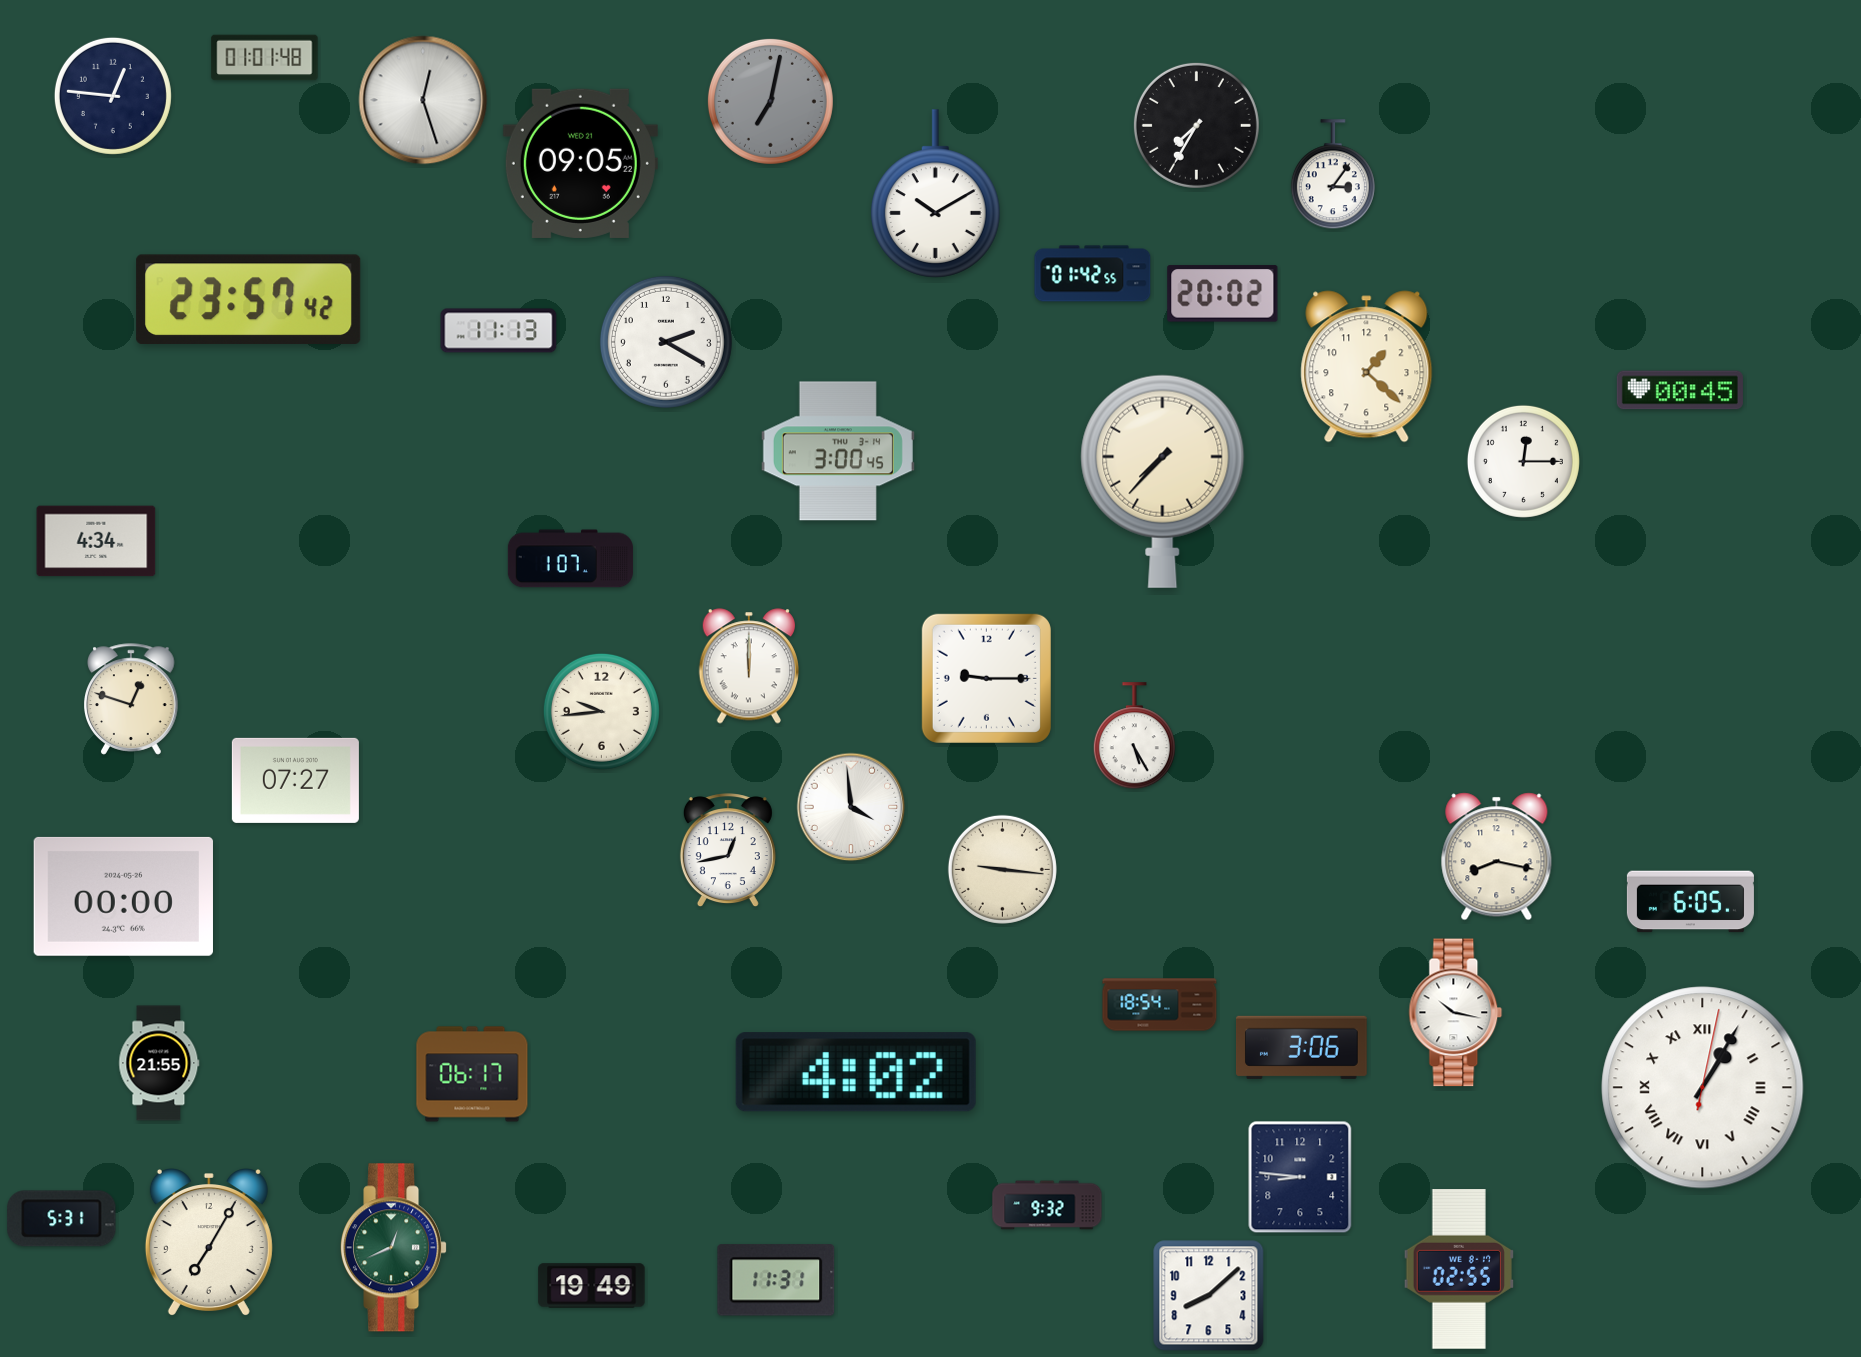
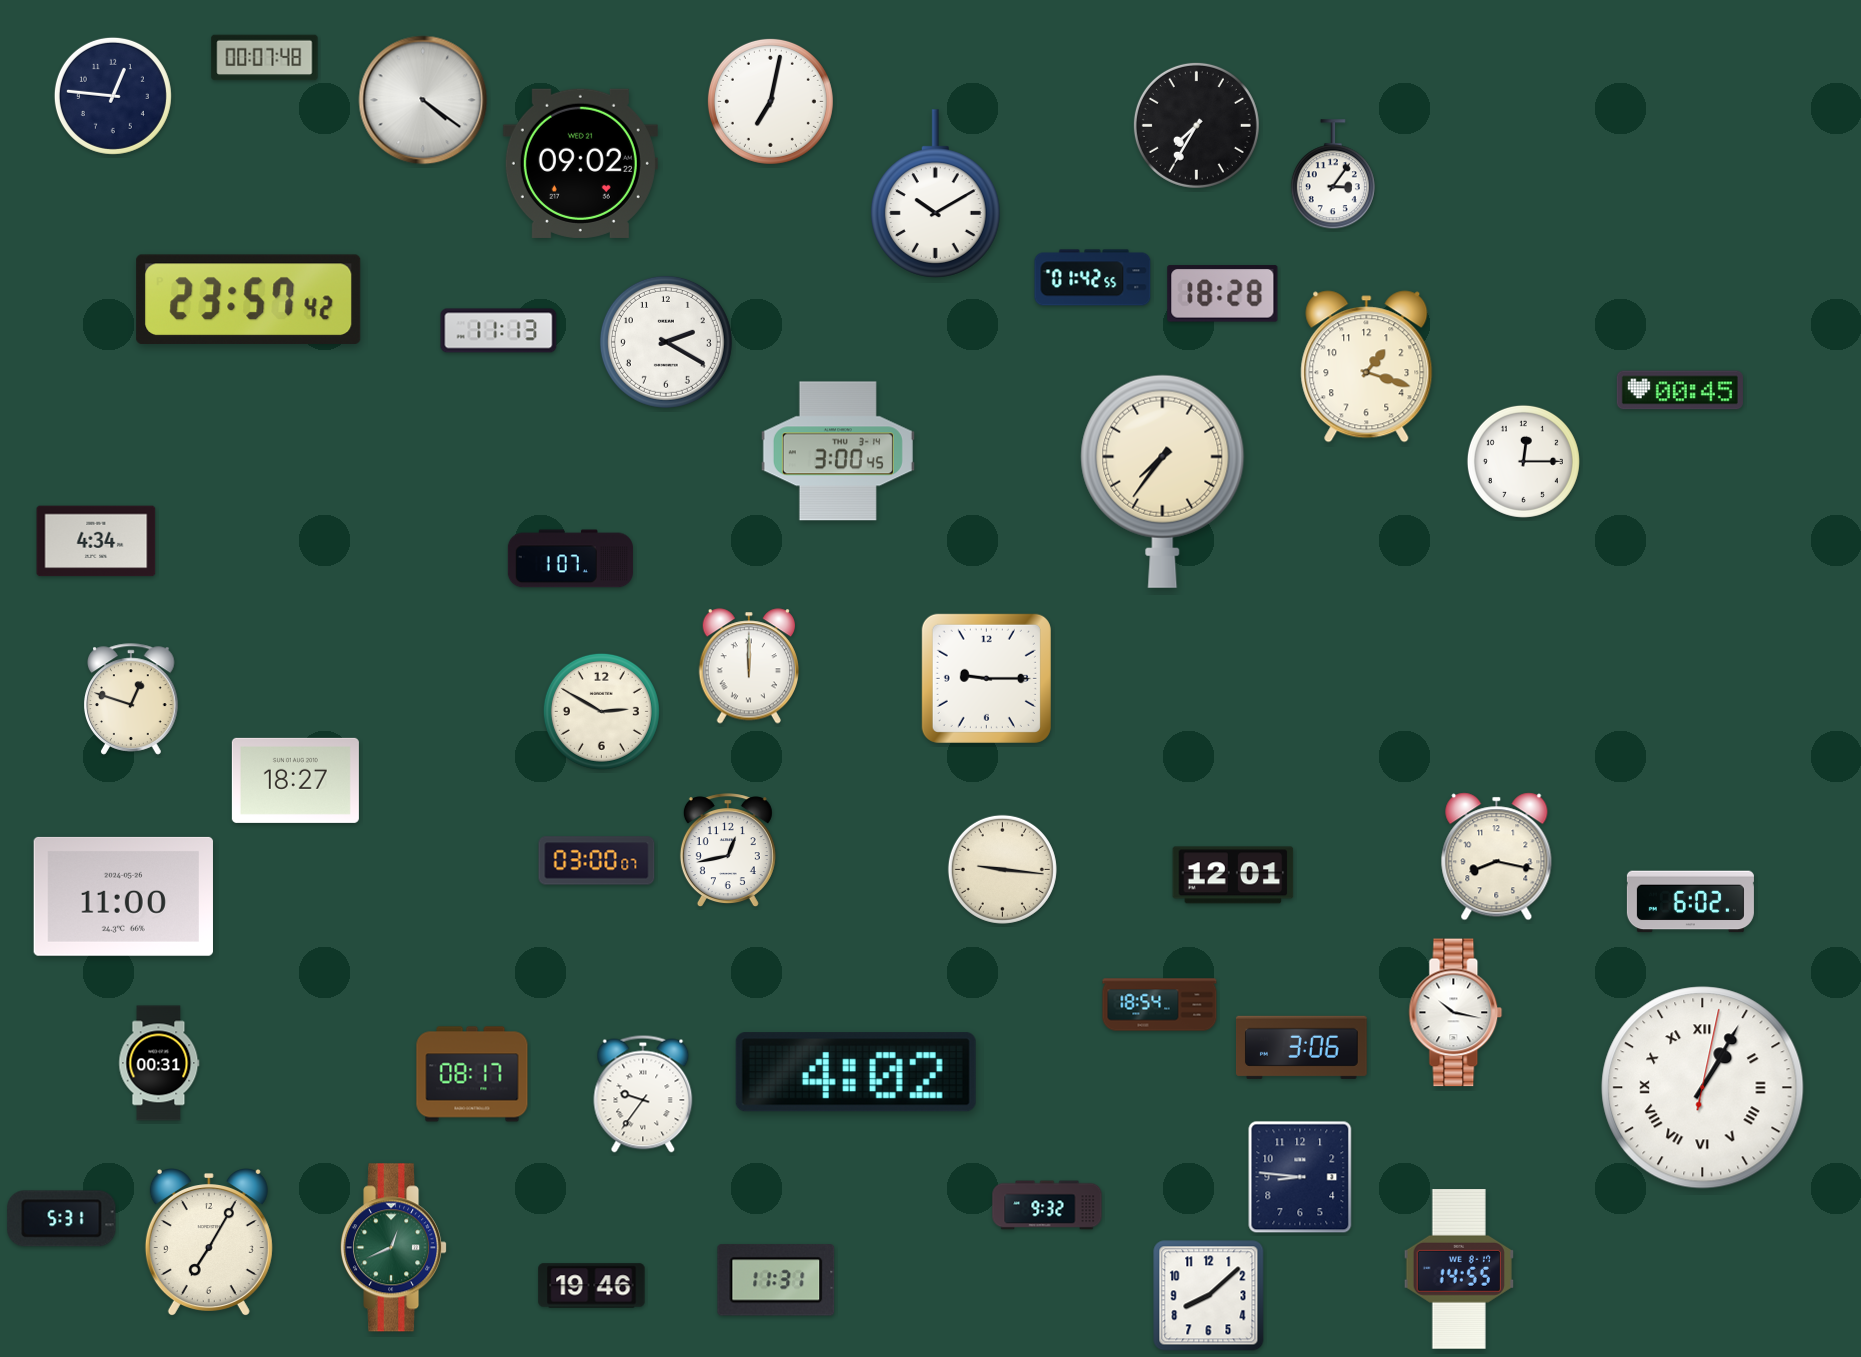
clock at (265, 58): 01:01 -> 00:07
clock at (423, 100): 12:27 -> 4:21
clock at (770, 101) dial: grey -> white
clock at (580, 163): 09:05 -> 09:02
clock at (1093, 274) position: (1093, 274) -> (1093, 278)
clock at (1223, 294): 20:02 -> 18:28
clock at (1367, 367): 1:22 -> 1:18
clock at (1163, 481): 7:37 -> 7:36
clock at (601, 711): 9:44 -> 2:50
clock at (1134, 736): 5:25 -> none
clock at (295, 780): 07:27 -> 18:27
clock at (851, 807): 3:59 -> none
clock at (597, 861): none -> 03:00
clock at (1233, 875): none -> 12:01
clock at (123, 896): 00:00 -> 11:00
clock at (1690, 902): 6:05 -> 6:02
clock at (159, 1063): 21:55 -> 00:31
clock at (472, 1074): 06:17 -> 08:17
clock at (643, 1094): none -> 9:36
clock at (1458, 1270): 02:55 -> 14:55
clock at (592, 1286): 19:49 -> 19:46
